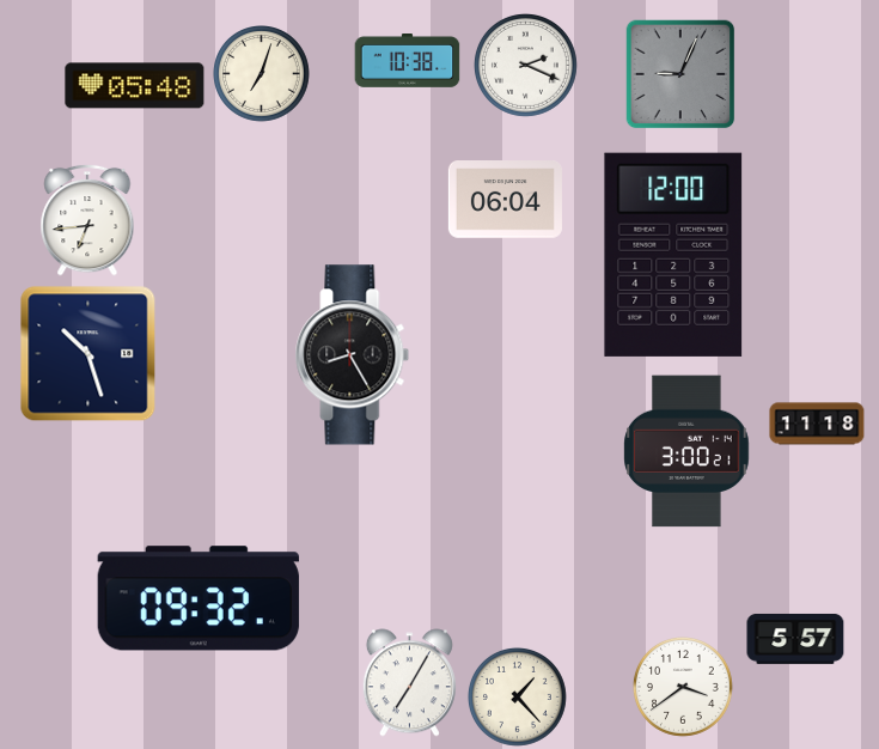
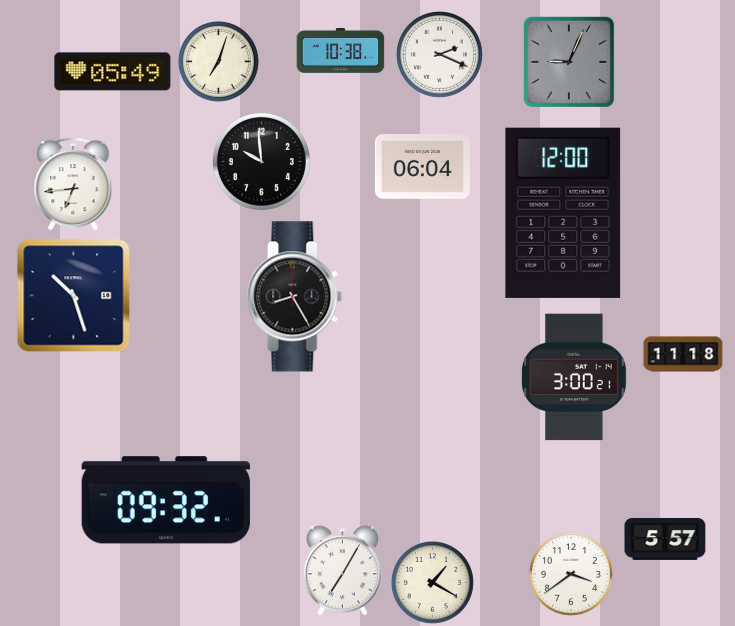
clock at (135, 86): 05:48 -> 05:49
clock at (261, 161): none -> 9:59
clock at (795, 639) position: (795, 639) -> (665, 539)
clock at (518, 698): 1:23 -> 1:20
